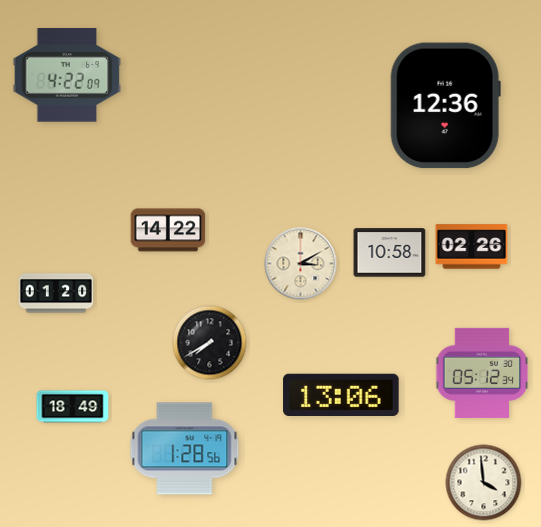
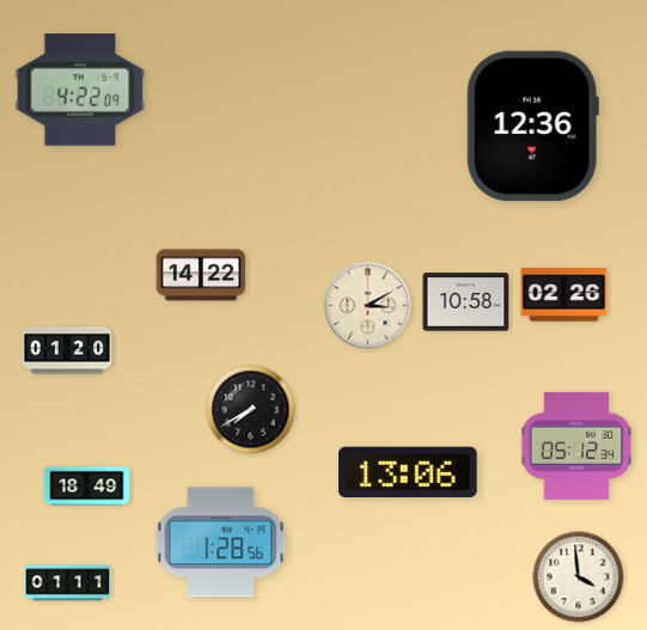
clock at (301, 264) position: (301, 264) -> (368, 306)
clock at (185, 449) position: (185, 449) -> (221, 543)
clock at (68, 583): none -> 01:11
